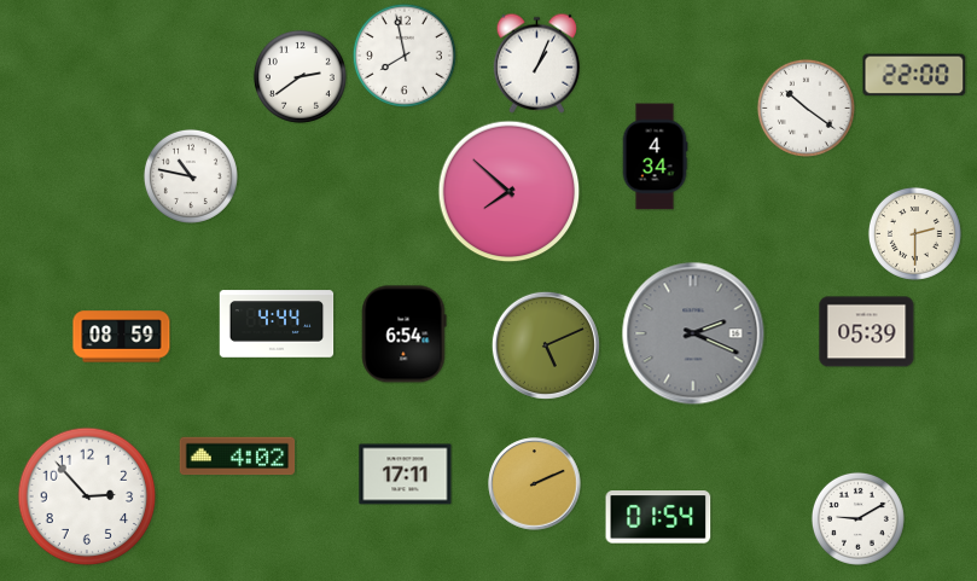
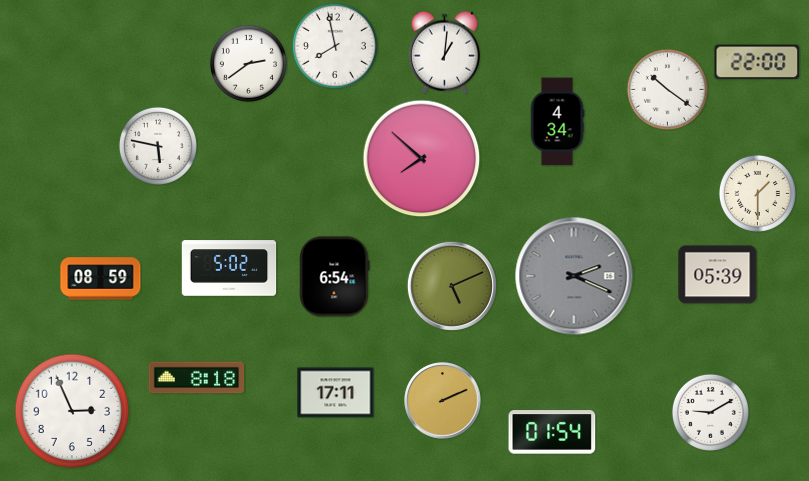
clock at (536, 63): 1:04 -> 1:01
clock at (655, 157) position: (655, 157) -> (557, 122)
clock at (191, 176): 10:47 -> 5:47
clock at (914, 233): 2:30 -> 1:30
clock at (277, 324): 4:44 -> 5:02
clock at (238, 457): 4:02 -> 8:18
clock at (87, 496): 2:53 -> 2:56
clock at (658, 517) position: (658, 517) -> (552, 432)
clock at (857, 518) position: (857, 518) -> (710, 412)
